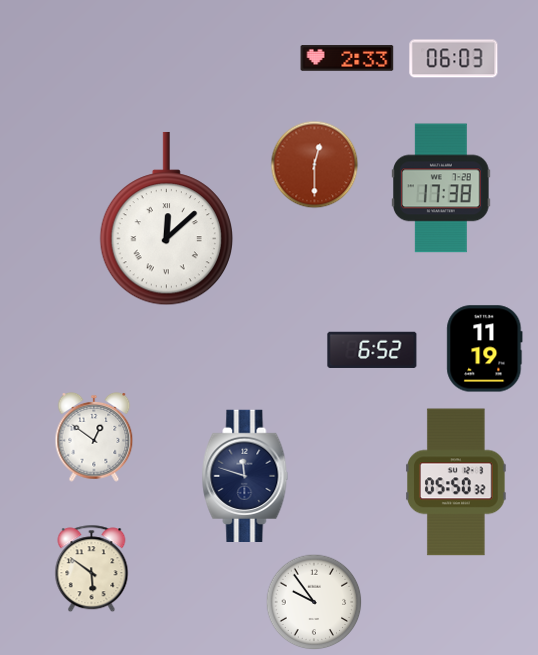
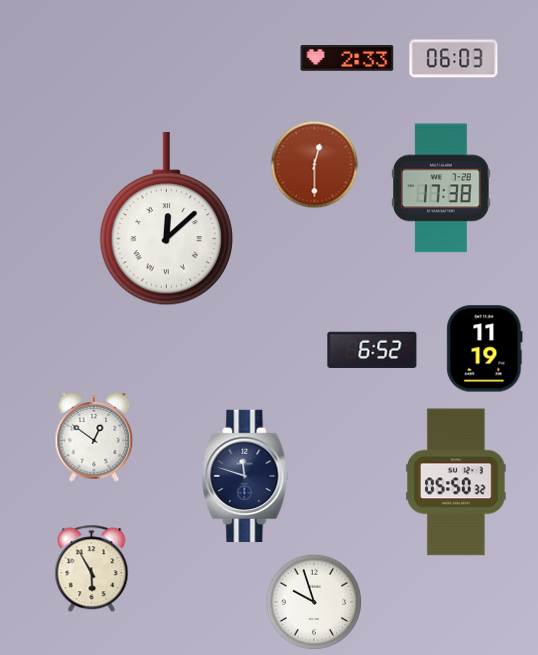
clock at (92, 569): 5:51 -> 5:55
clock at (314, 602): 9:54 -> 9:57
